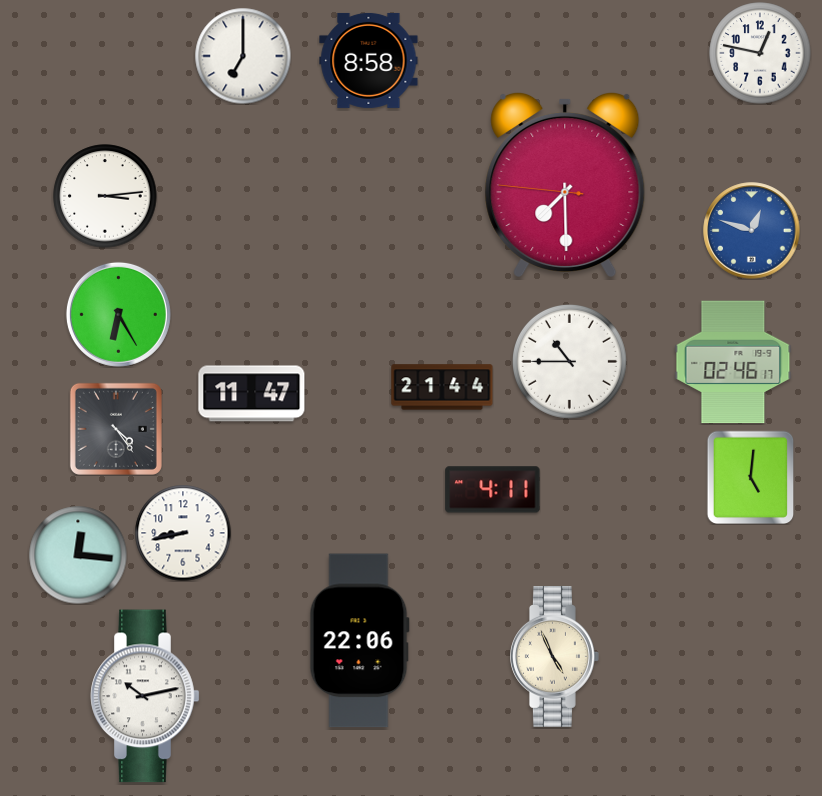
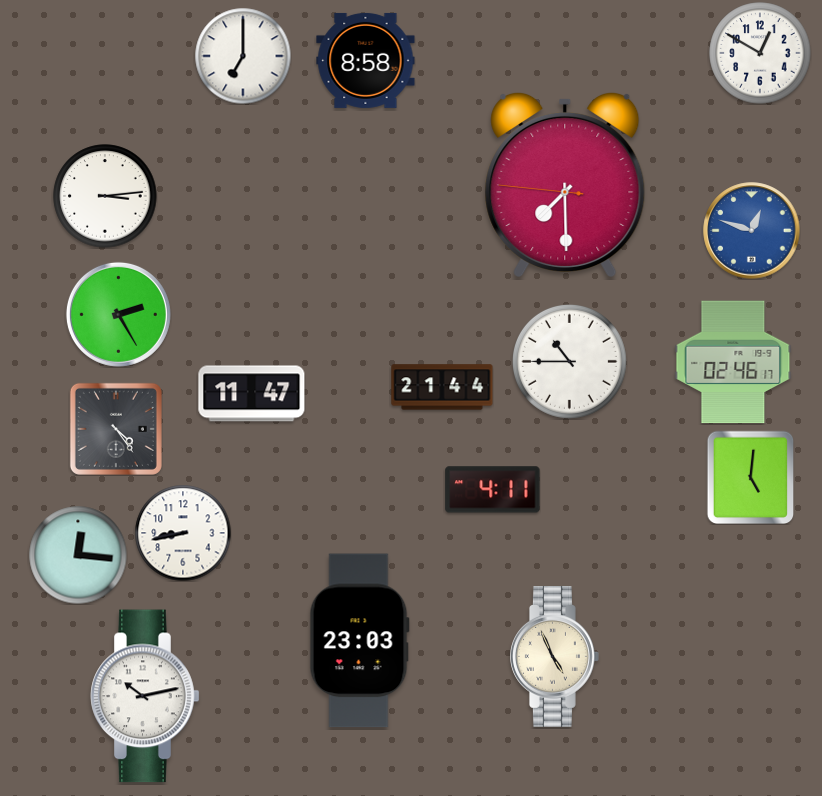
clock at (760, 53): 12:47 -> 12:50
clock at (369, 60) position: (369, 60) -> (366, 60)
clock at (118, 314): 6:25 -> 2:25
clock at (359, 641): 22:06 -> 23:03
